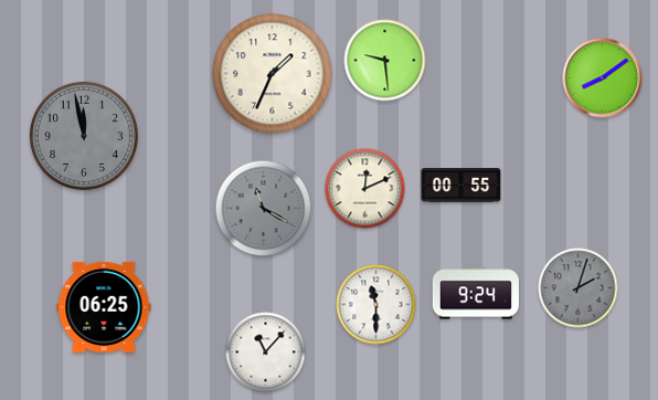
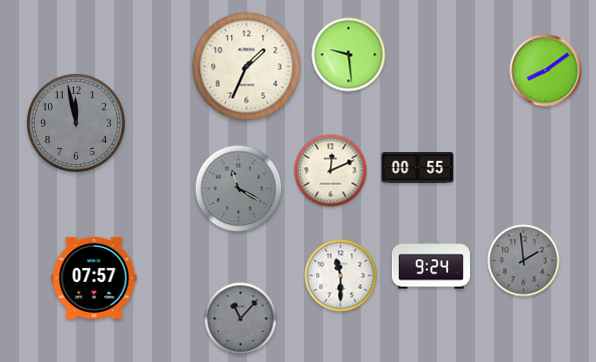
clock at (579, 288): 2:03 -> 1:59
clock at (104, 307): 06:25 -> 07:57
clock at (266, 352) dial: white -> grey
